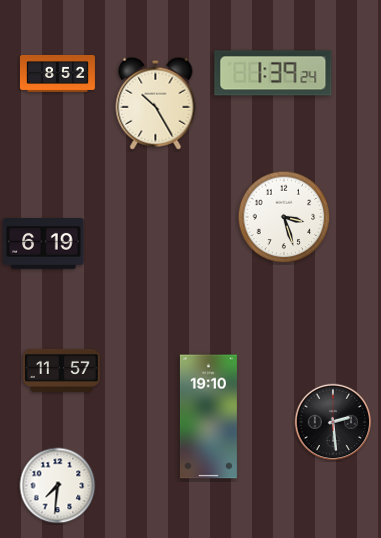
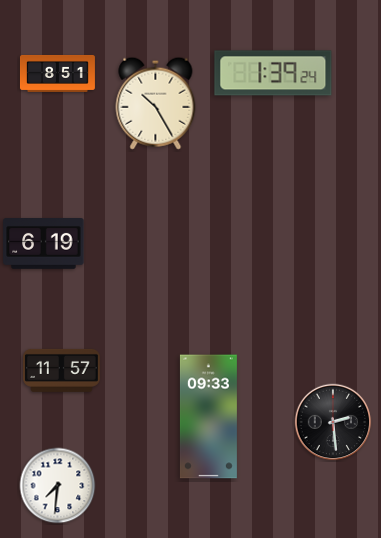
clock at (57, 73): 8:52 -> 8:51
clock at (284, 217): 3:27 -> none
clock at (208, 417): 19:10 -> 09:33
